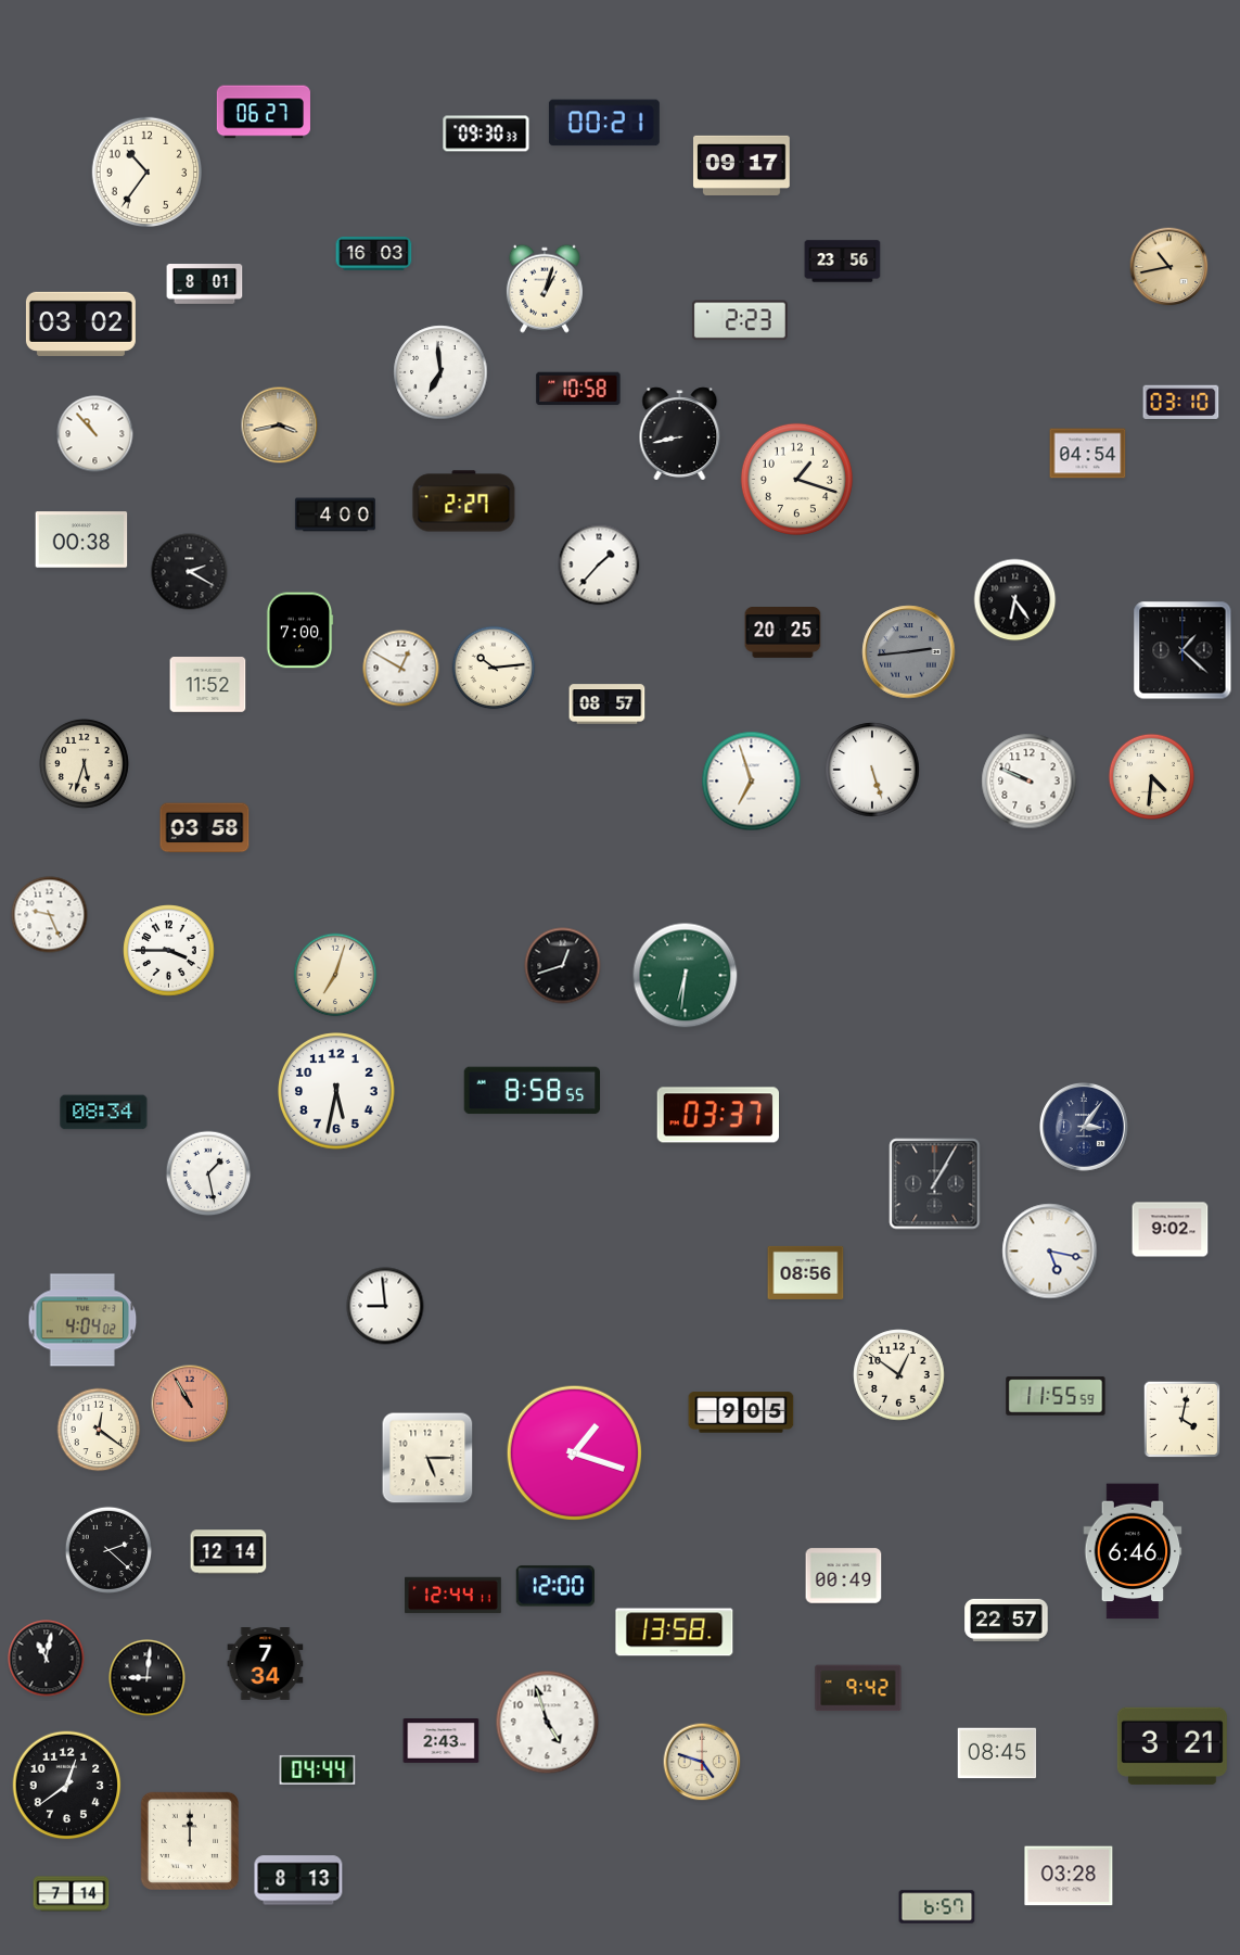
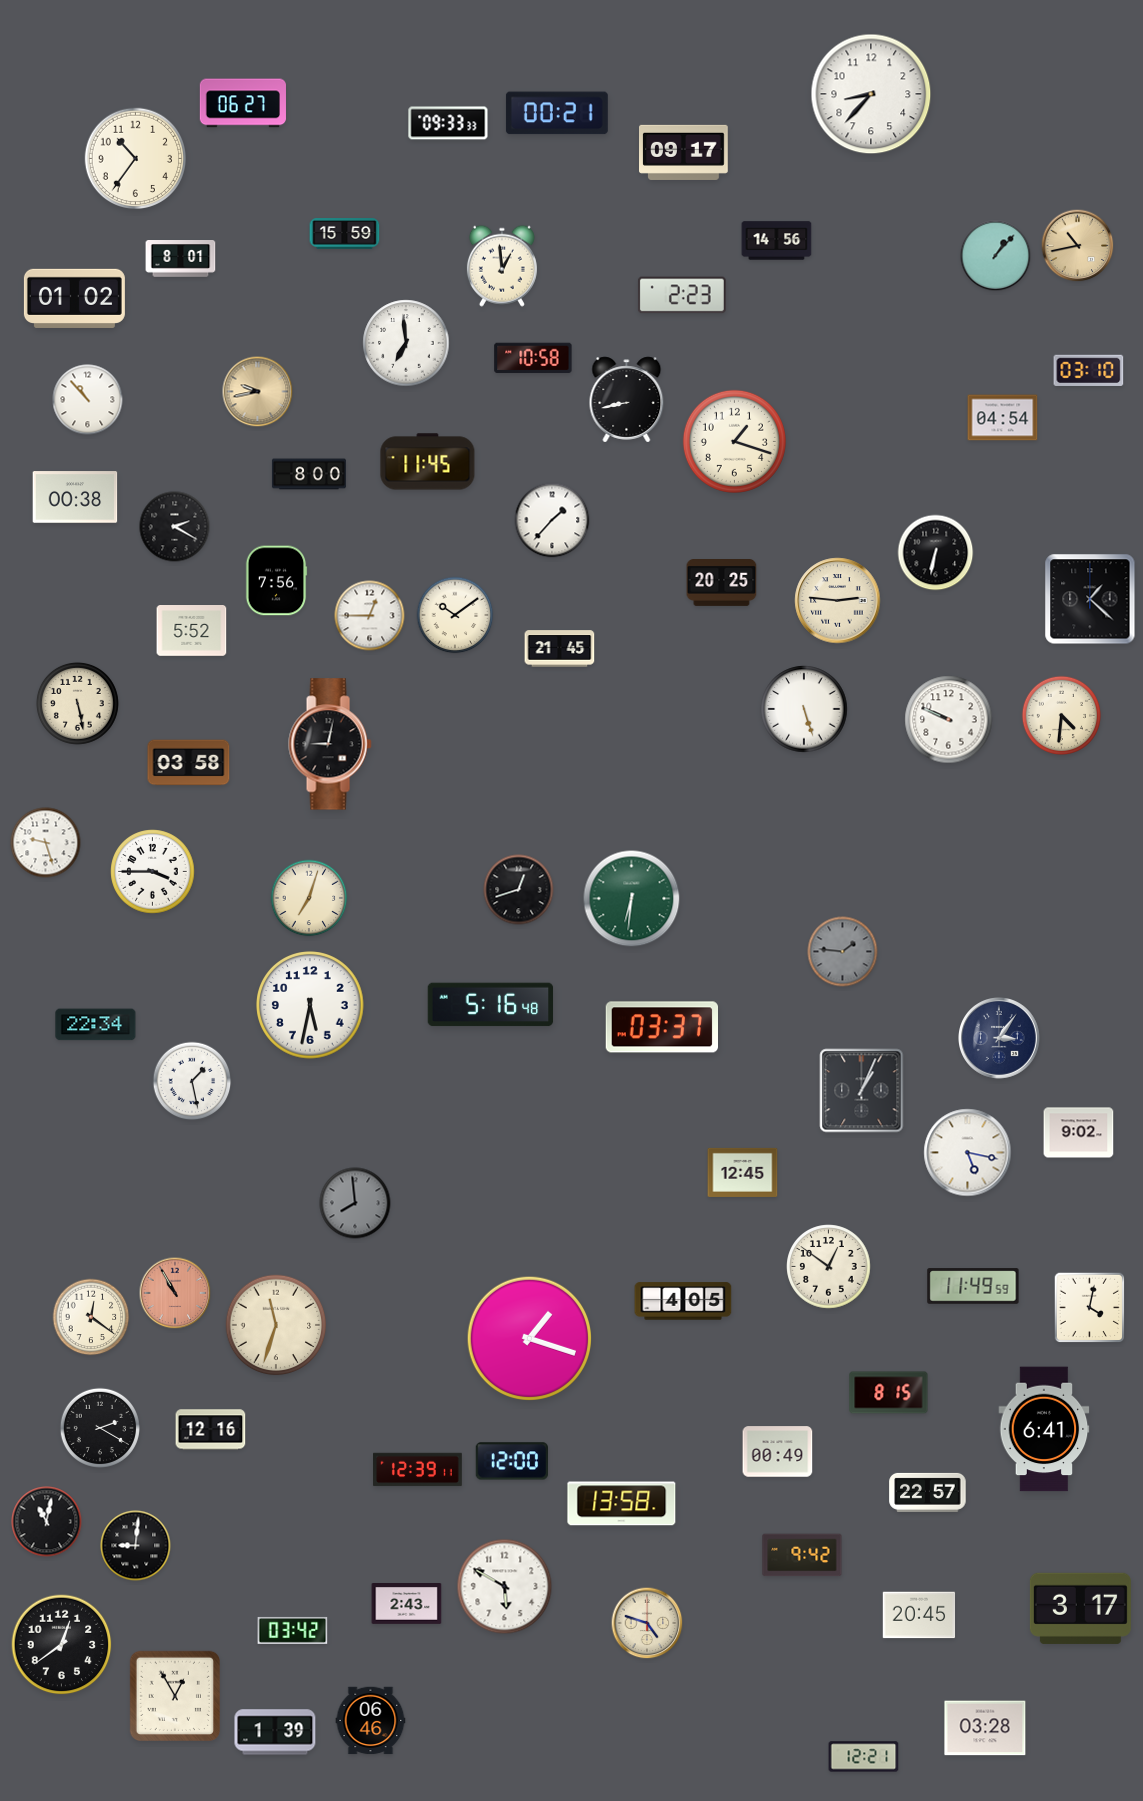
clock at (871, 94): none -> 8:37
clock at (486, 134): 09:30 -> 09:33
clock at (374, 254): 16:03 -> 15:59
clock at (843, 262): 23:56 -> 14:56
clock at (996, 256): none -> 1:07
clock at (205, 284) position: (205, 284) -> (181, 259)
clock at (545, 289): 1:03 -> 12:59
clock at (80, 323): 03:02 -> 01:02
clock at (280, 426): 3:43 -> 9:43
clock at (464, 502): 2:27 -> 11:45
clock at (335, 515): 4:00 -> 8:00
clock at (1015, 600): 6:24 -> 6:32
clock at (299, 631): 7:00 -> 7:56
clock at (909, 652): 2:44 -> 2:46
clock at (909, 652) dial: grey -> cream
clock at (494, 668): 10:14 -> 10:09
clock at (401, 669): 12:50 -> 12:45
clock at (208, 685): 11:52 -> 5:52
clock at (608, 704): 08:57 -> 21:45
clock at (84, 763): 5:33 -> 5:28
clock at (752, 782): 6:57 -> none
clock at (330, 744): none -> 9:02
clock at (50, 915): 9:26 -> 9:27
clock at (169, 951) position: (169, 951) -> (153, 872)
clock at (843, 952): none -> 1:46
clock at (533, 1091): 8:58 -> 5:16
clock at (104, 1113): 08:34 -> 22:34
clock at (935, 1184): 1:05 -> 1:04
clock at (806, 1272): 08:56 -> 12:45
clock at (385, 1306): 8:59 -> 7:59
clock at (385, 1306) dial: white -> grey
clock at (82, 1320): 4:04 -> none
clock at (1056, 1396): 11:55 -> 11:49
clock at (741, 1412): 9:05 -> 4:05
clock at (276, 1325): none -> 11:33
clock at (427, 1458): 5:15 -> none
clock at (889, 1393): none -> 8:15
clock at (108, 1550): 2:22 -> 2:20
clock at (1133, 1551): 6:46 -> 6:41
clock at (229, 1552): 12:14 -> 12:16
clock at (453, 1596): 12:44 -> 12:39
clock at (47, 1659) position: (47, 1659) -> (47, 1522)
clock at (266, 1664): 7:34 -> none
clock at (858, 1688) position: (858, 1688) -> (802, 1555)
clock at (548, 1723): 4:57 -> 5:50
clock at (1172, 1745): 3:21 -> 3:17
clock at (997, 1753): 08:45 -> 20:45
clock at (318, 1769): 04:44 -> 03:42
clock at (189, 1840): 12:00 -> 12:55
clock at (371, 1721): none -> 06:46
clock at (298, 1880): 8:13 -> 1:39
clock at (72, 1894): 7:14 -> none
clock at (937, 1907): 6:57 -> 12:21
